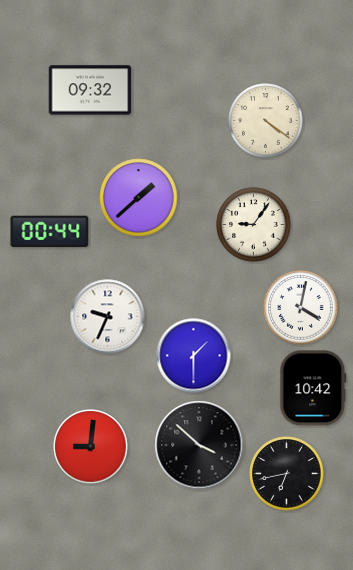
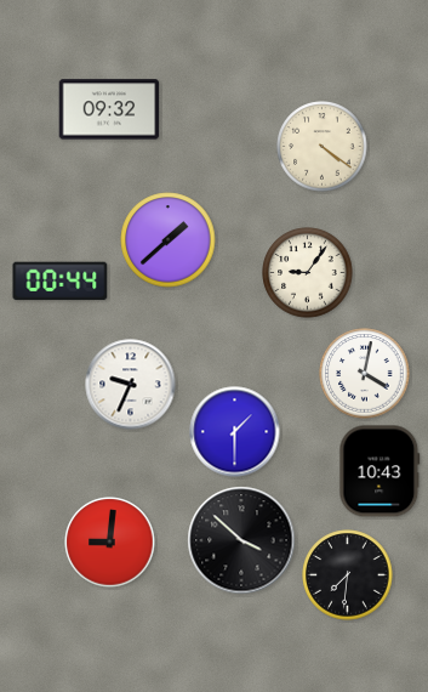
clock at (313, 388): 10:42 -> 10:43
clock at (287, 474): 6:43 -> 7:31
